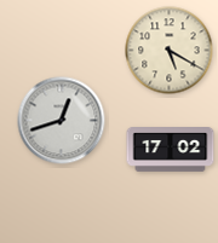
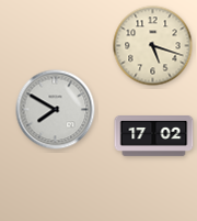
clock at (170, 51): 5:20 -> 5:18
clock at (62, 121): 12:42 -> 7:50
